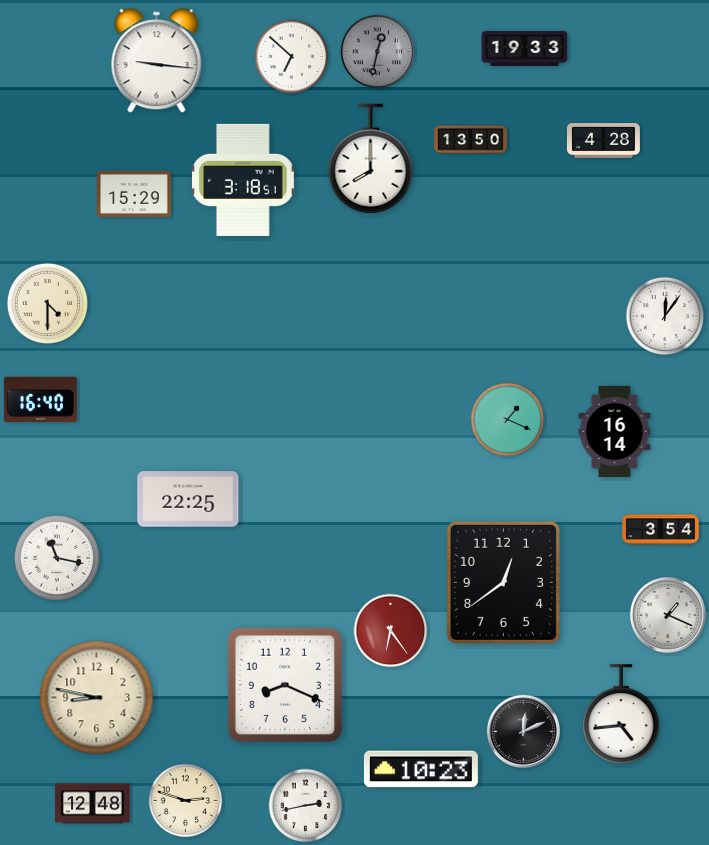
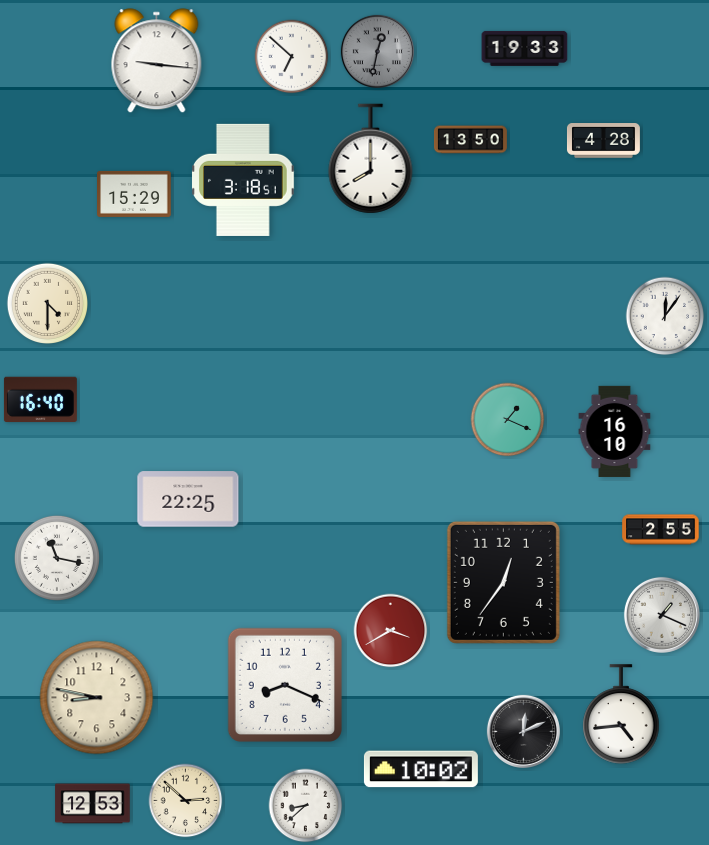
clock at (615, 431): 16:14 -> 16:10
clock at (661, 530): 3:54 -> 2:55
clock at (503, 582): 12:39 -> 12:36
clock at (668, 615) position: (668, 615) -> (662, 615)
clock at (391, 631): 6:24 -> 3:40
clock at (421, 769): 10:23 -> 10:02
clock at (186, 801): 2:48 -> 2:52
clock at (93, 804): 12:48 -> 12:53
clock at (306, 806): 2:43 -> 8:38
